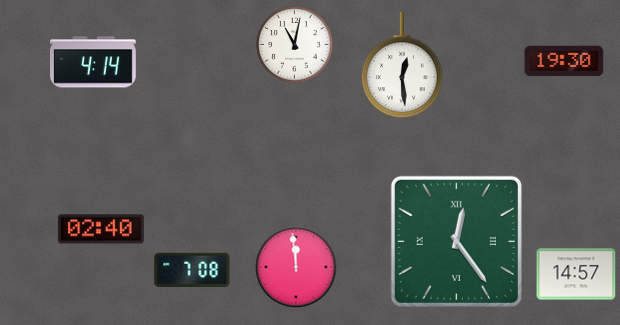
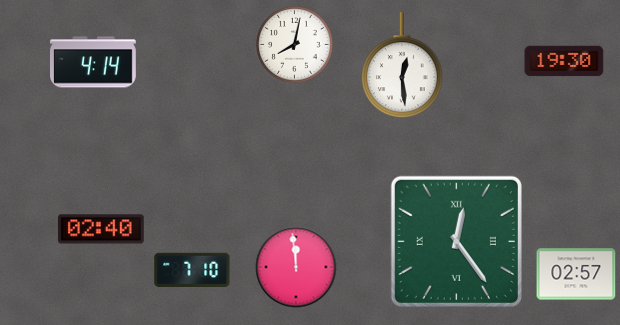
clock at (295, 45): 11:02 -> 8:02
clock at (192, 270): 7:08 -> 7:10
clock at (576, 274): 14:57 -> 02:57
